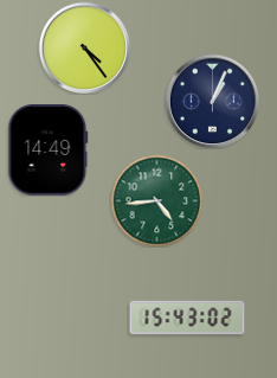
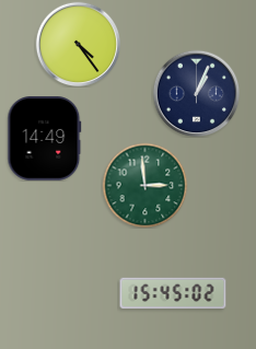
clock at (156, 200): 4:44 -> 2:59
clock at (187, 318): 15:43 -> 15:45
